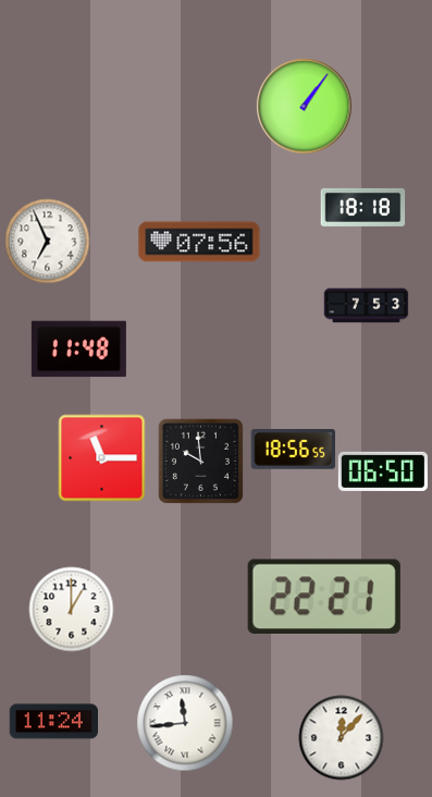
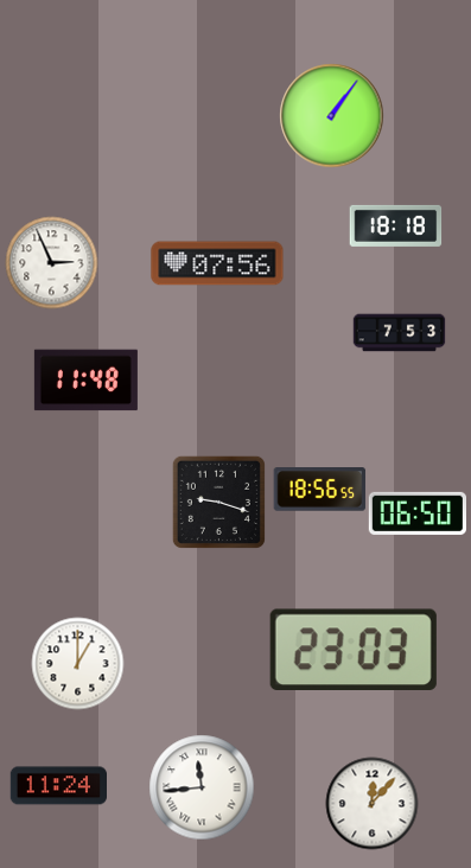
clock at (47, 241): 6:56 -> 2:56
clock at (101, 457): 11:15 -> none
clock at (200, 461): 9:59 -> 9:18
clock at (324, 596): 22:21 -> 23:03
